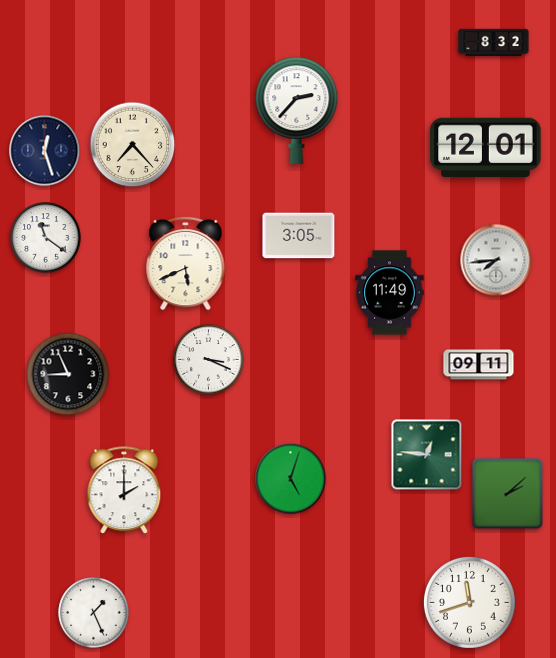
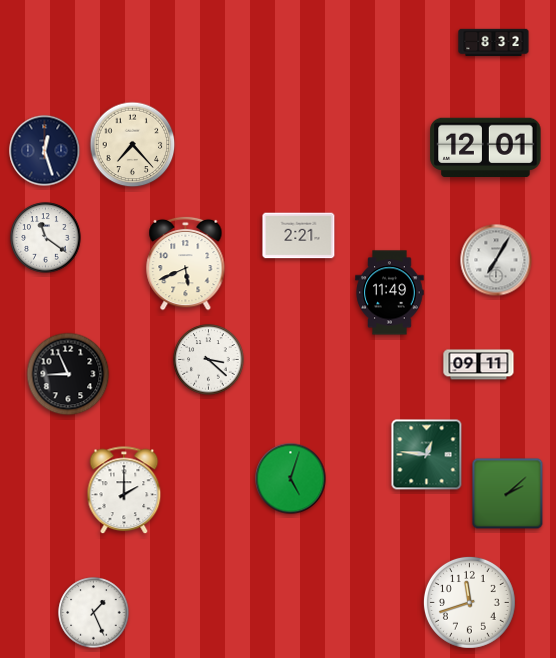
clock at (297, 110): 2:37 -> none
clock at (299, 236): 3:05 -> 2:21
clock at (496, 260): 7:44 -> 7:05
clock at (209, 360): 3:19 -> 3:22
